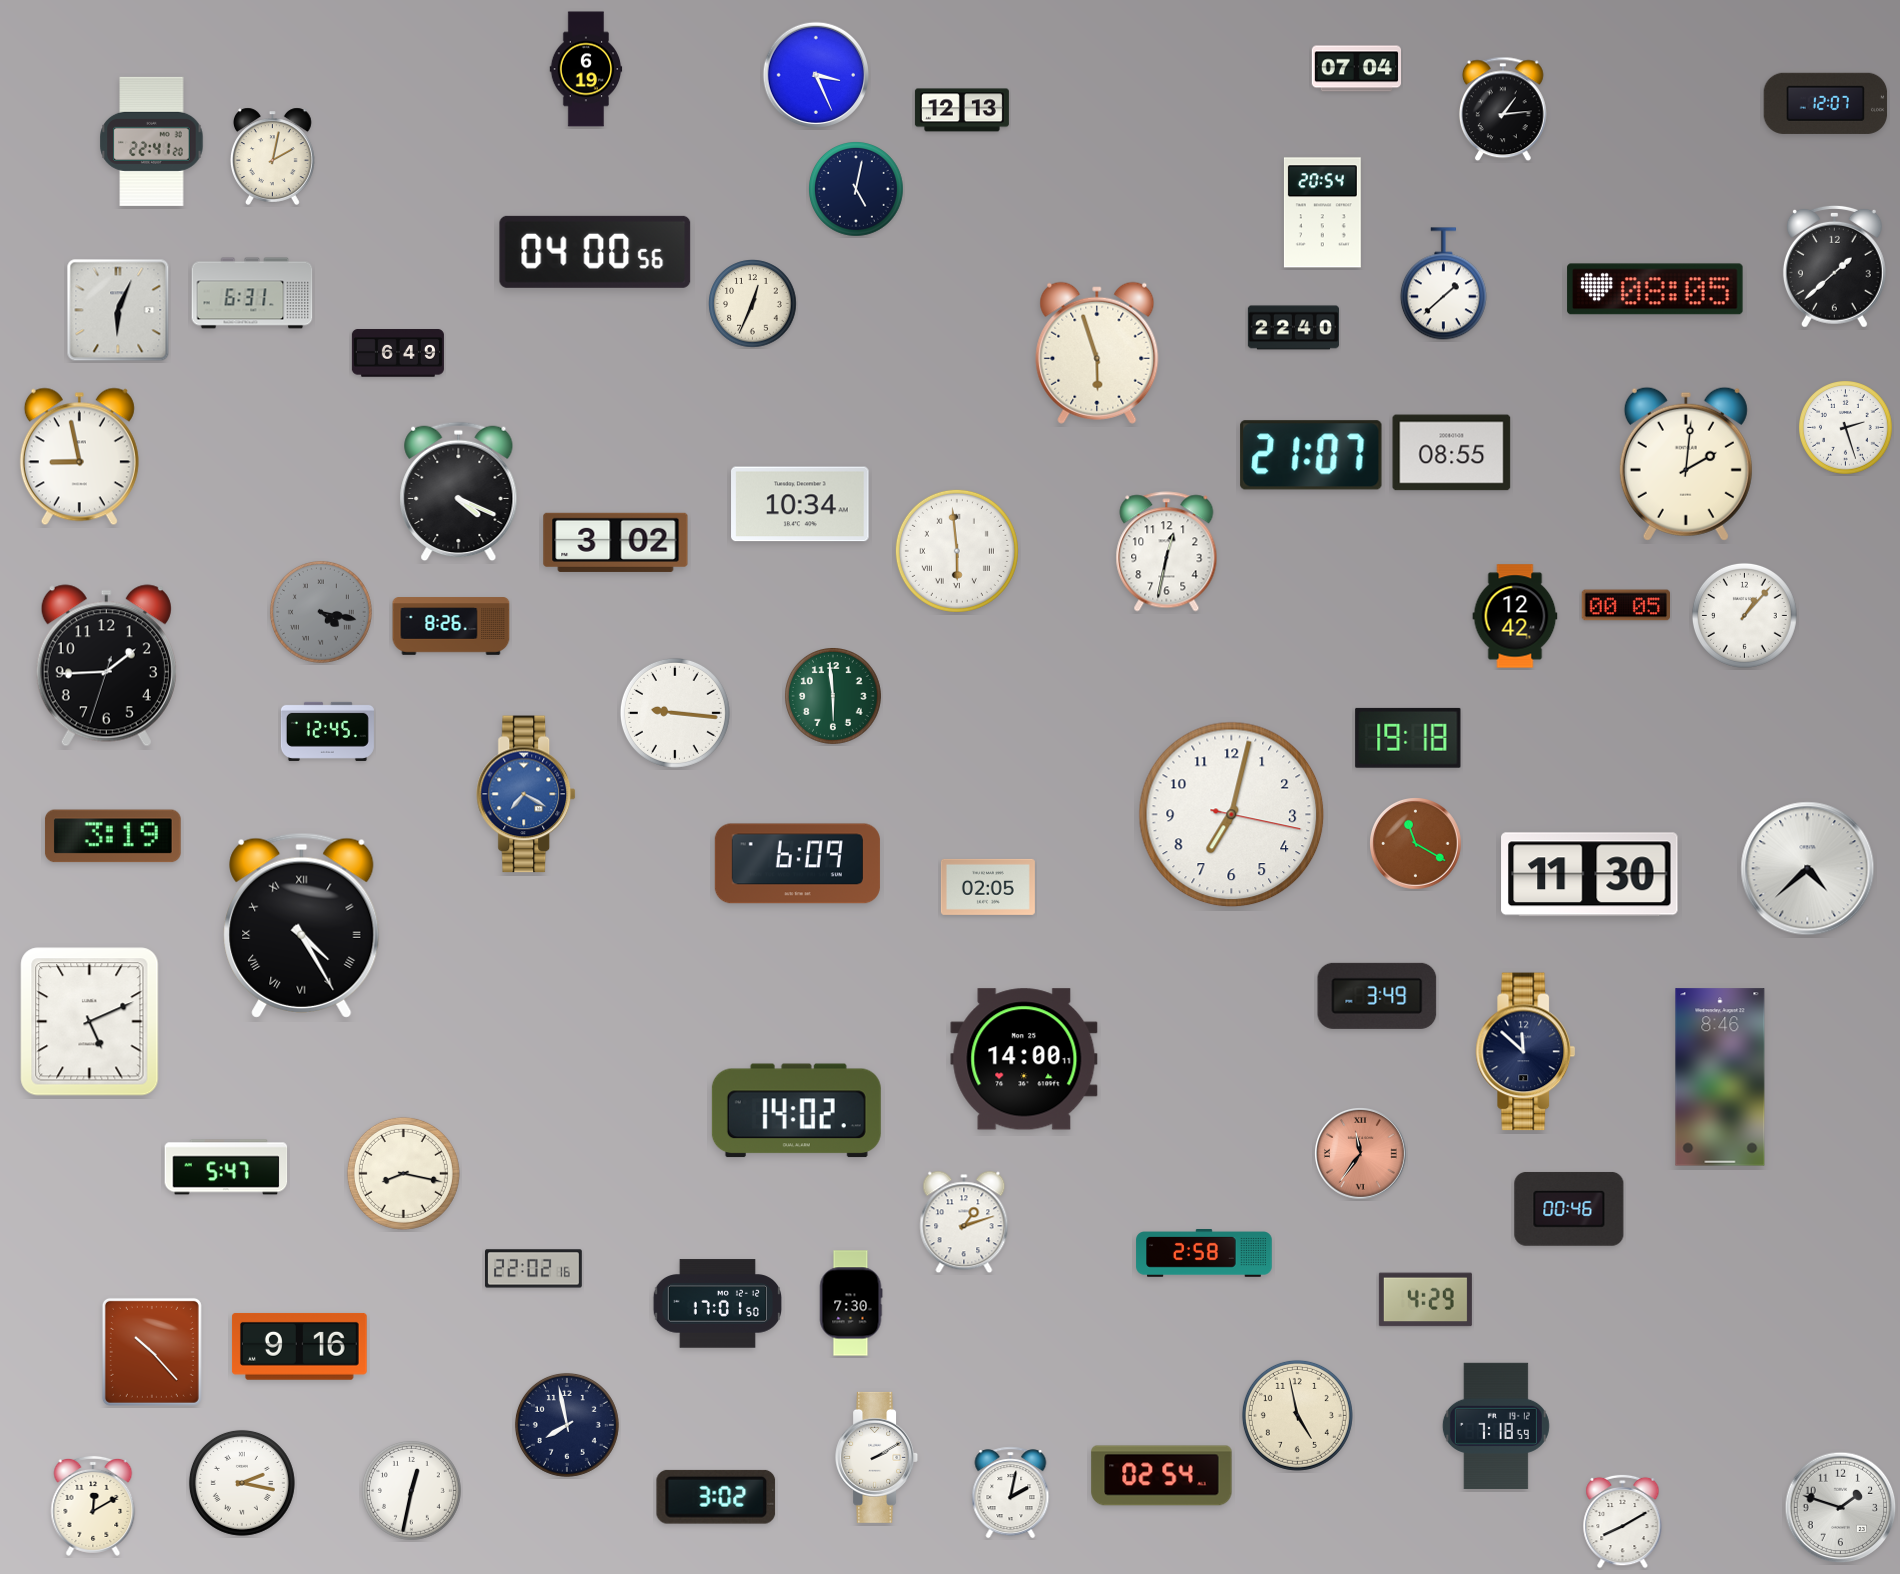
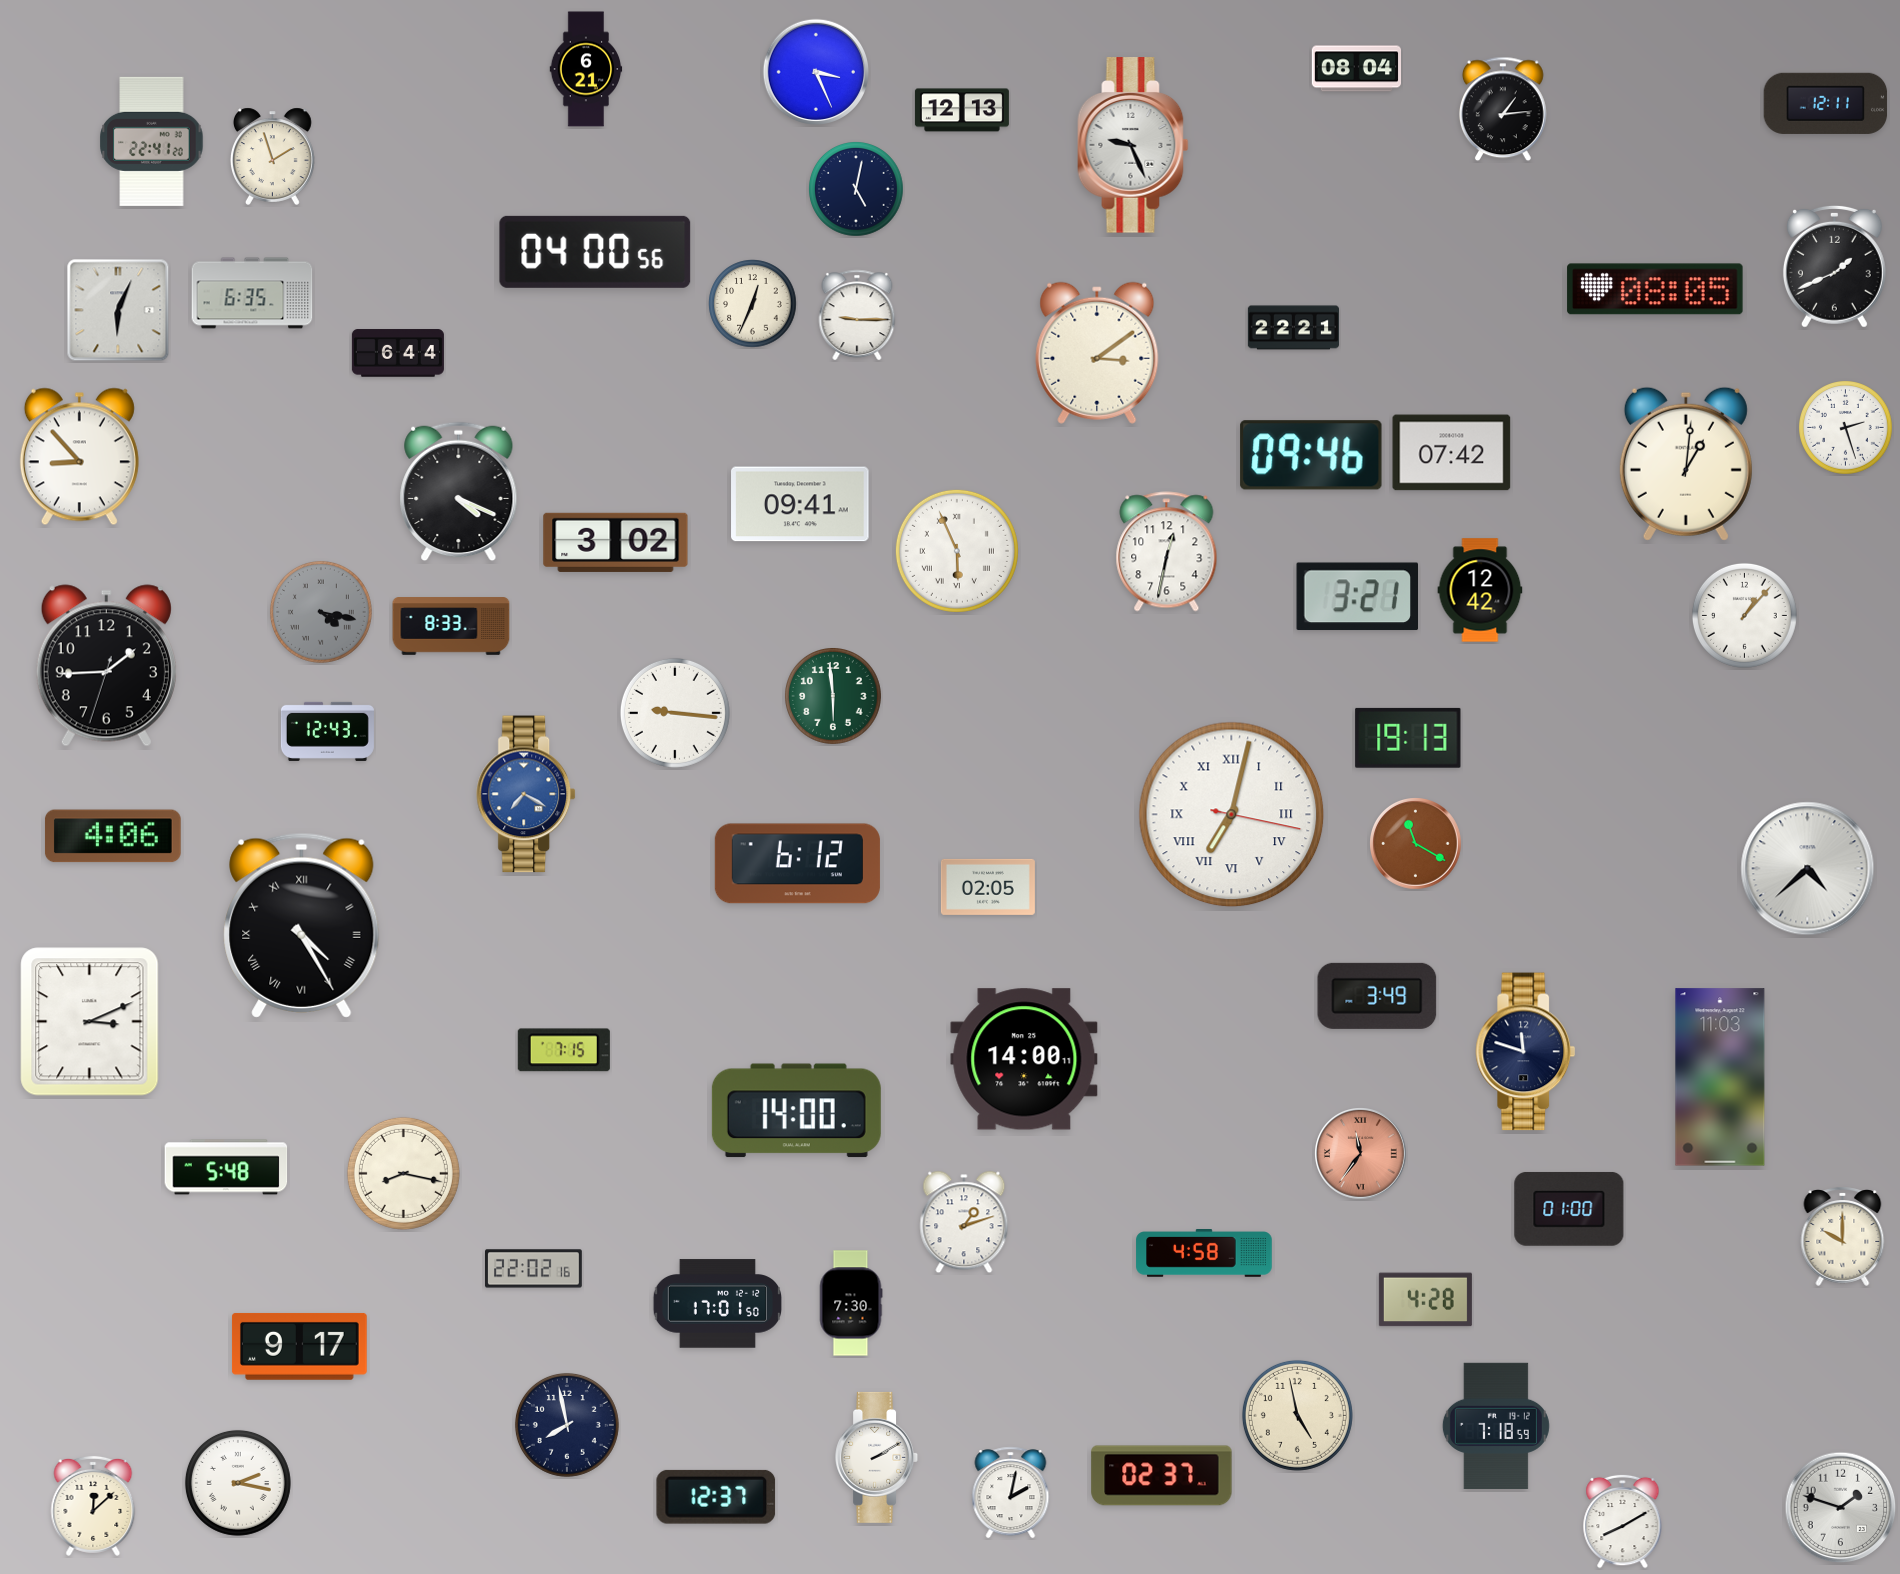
clock at (586, 69): 6:19 -> 6:21
clock at (1356, 69): 07:04 -> 08:04
clock at (815, 74) position: (815, 74) -> (815, 71)
clock at (1826, 103): 12:07 -> 12:11
clock at (1133, 145): none -> 9:26
clock at (272, 156): 2:02 -> 1:57
clock at (1322, 213): 20:54 -> none
clock at (1834, 266): 1:38 -> 1:41
clock at (1443, 284): 1:38 -> none
clock at (252, 293): 6:31 -> 6:35
clock at (857, 315): none -> 9:15
clock at (1293, 328): 22:40 -> 22:21
clock at (398, 353): 6:49 -> 6:44
clock at (1097, 353): 5:57 -> 3:09
clock at (1452, 453): 08:55 -> 07:42
clock at (1311, 455): 21:07 -> 09:46
clock at (79, 457): 8:58 -> 8:53
clock at (1686, 464): 2:01 -> 1:01
clock at (800, 504): 10:34 -> 09:41
clock at (957, 551): 5:59 -> 5:56
clock at (1357, 597): none -> 3:21
clock at (1625, 605): 00:05 -> none
clock at (1515, 616) position: (1515, 616) -> (1480, 590)
clock at (451, 626): 8:26 -> 8:33
clock at (327, 731): 12:45 -> 12:43
clock at (1408, 738): 19:18 -> 19:13
clock at (1232, 815) numerals: Arabic -> Roman
clock at (113, 836): 3:19 -> 4:06
clock at (797, 864): 6:09 -> 6:12
clock at (1590, 875): 11:30 -> none
clock at (90, 1022): 5:11 -> 3:11
clock at (564, 1050): none -> 7:15
clock at (1526, 1052): 11:52 -> 11:48
clock at (1720, 1077): 8:46 -> 11:03
clock at (796, 1111): 14:02 -> 14:00
clock at (226, 1167): 5:47 -> 5:48
clock at (1569, 1209): 00:46 -> 01:00
clock at (1843, 1236): none -> 10:00
clock at (1204, 1254): 2:58 -> 4:58
clock at (1425, 1300): 4:29 -> 4:28
clock at (299, 1346): 9:16 -> 9:17
clock at (152, 1352): 10:23 -> none
clock at (1162, 1476): 02:54 -> 02:37
clock at (242, 1483) position: (242, 1483) -> (238, 1483)
clock at (411, 1490): 12:32 -> none
clock at (716, 1497): 3:02 -> 12:37
clock at (93, 1506): 12:10 -> 12:08
